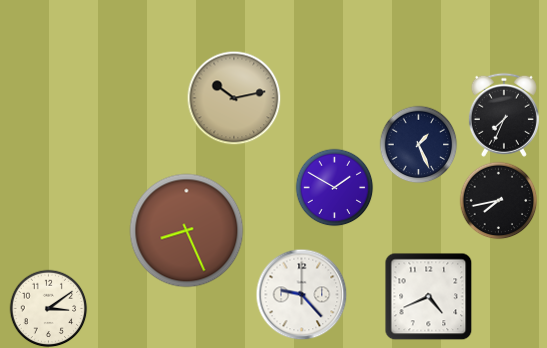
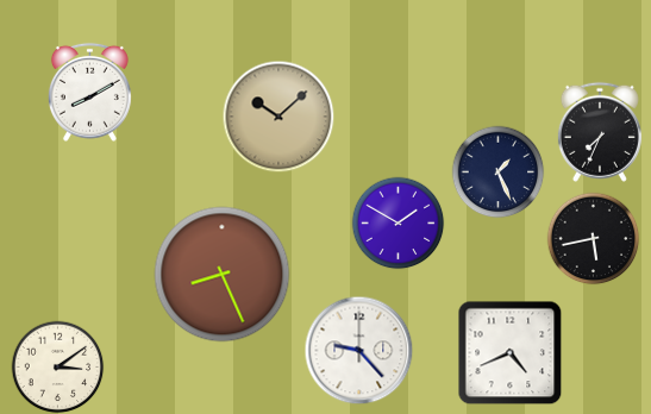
clock at (89, 92): none -> 8:10
clock at (234, 98): 10:13 -> 10:08
clock at (504, 115) position: (504, 115) -> (600, 132)
clock at (498, 200): 7:43 -> 5:43
